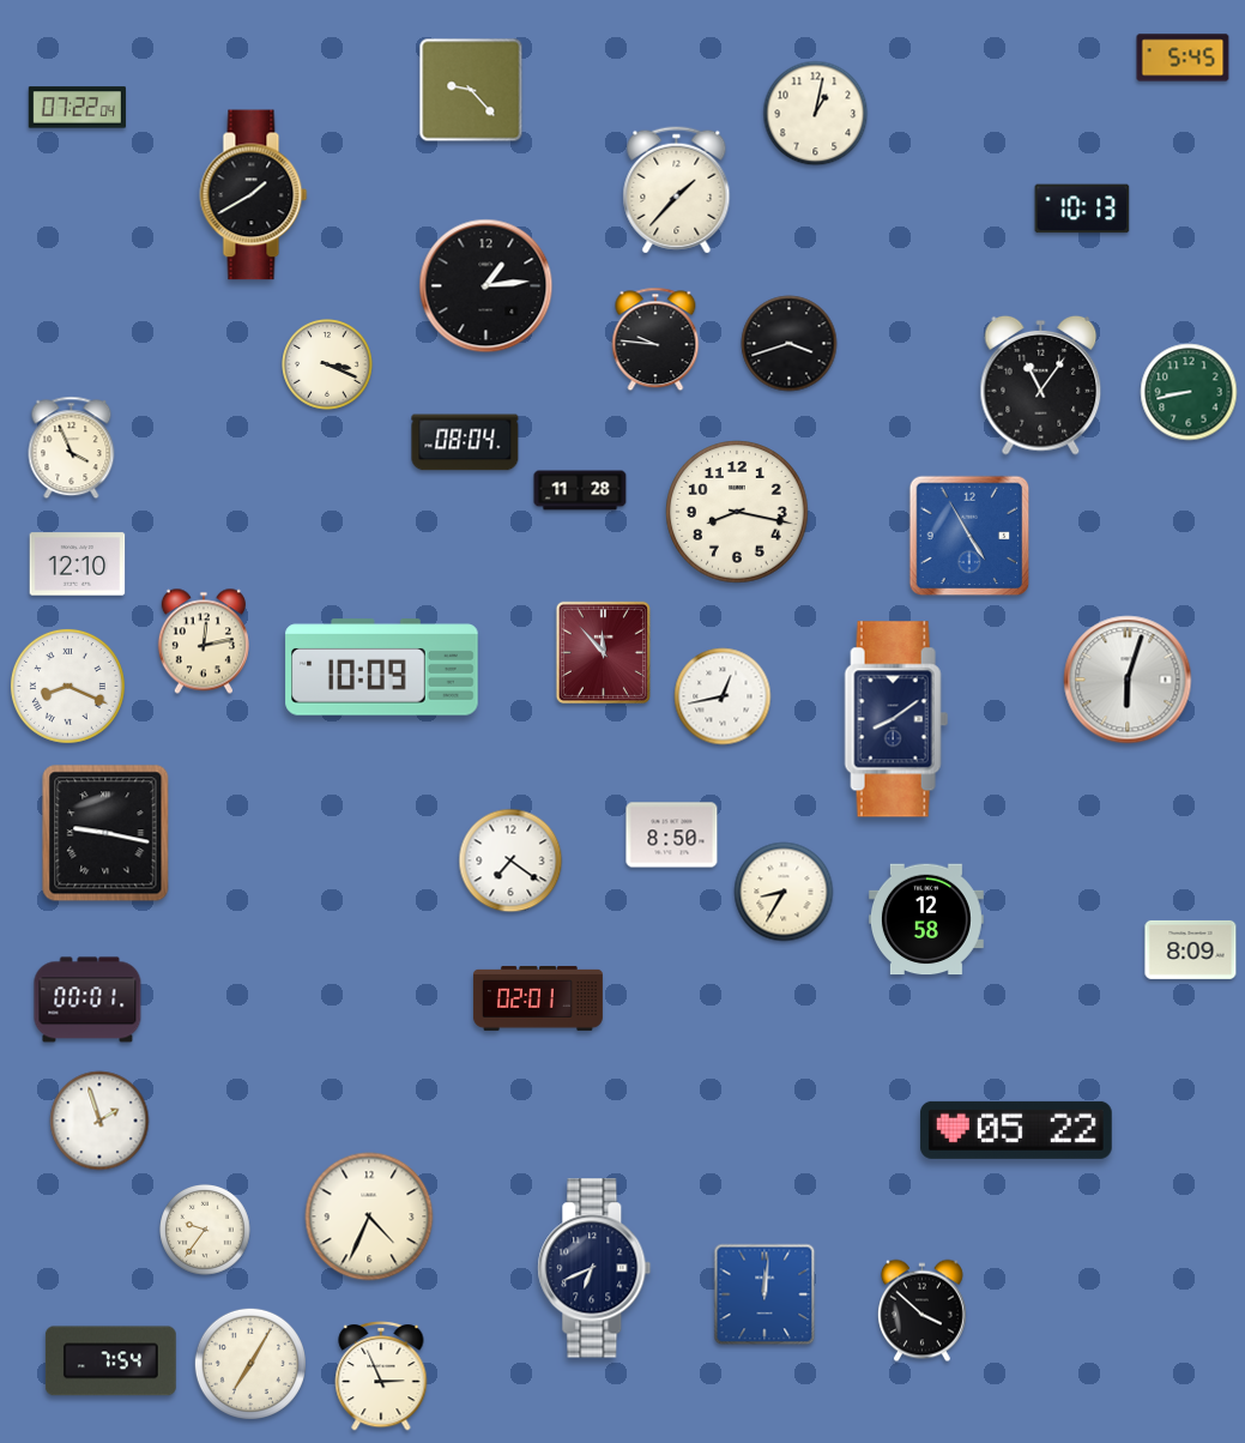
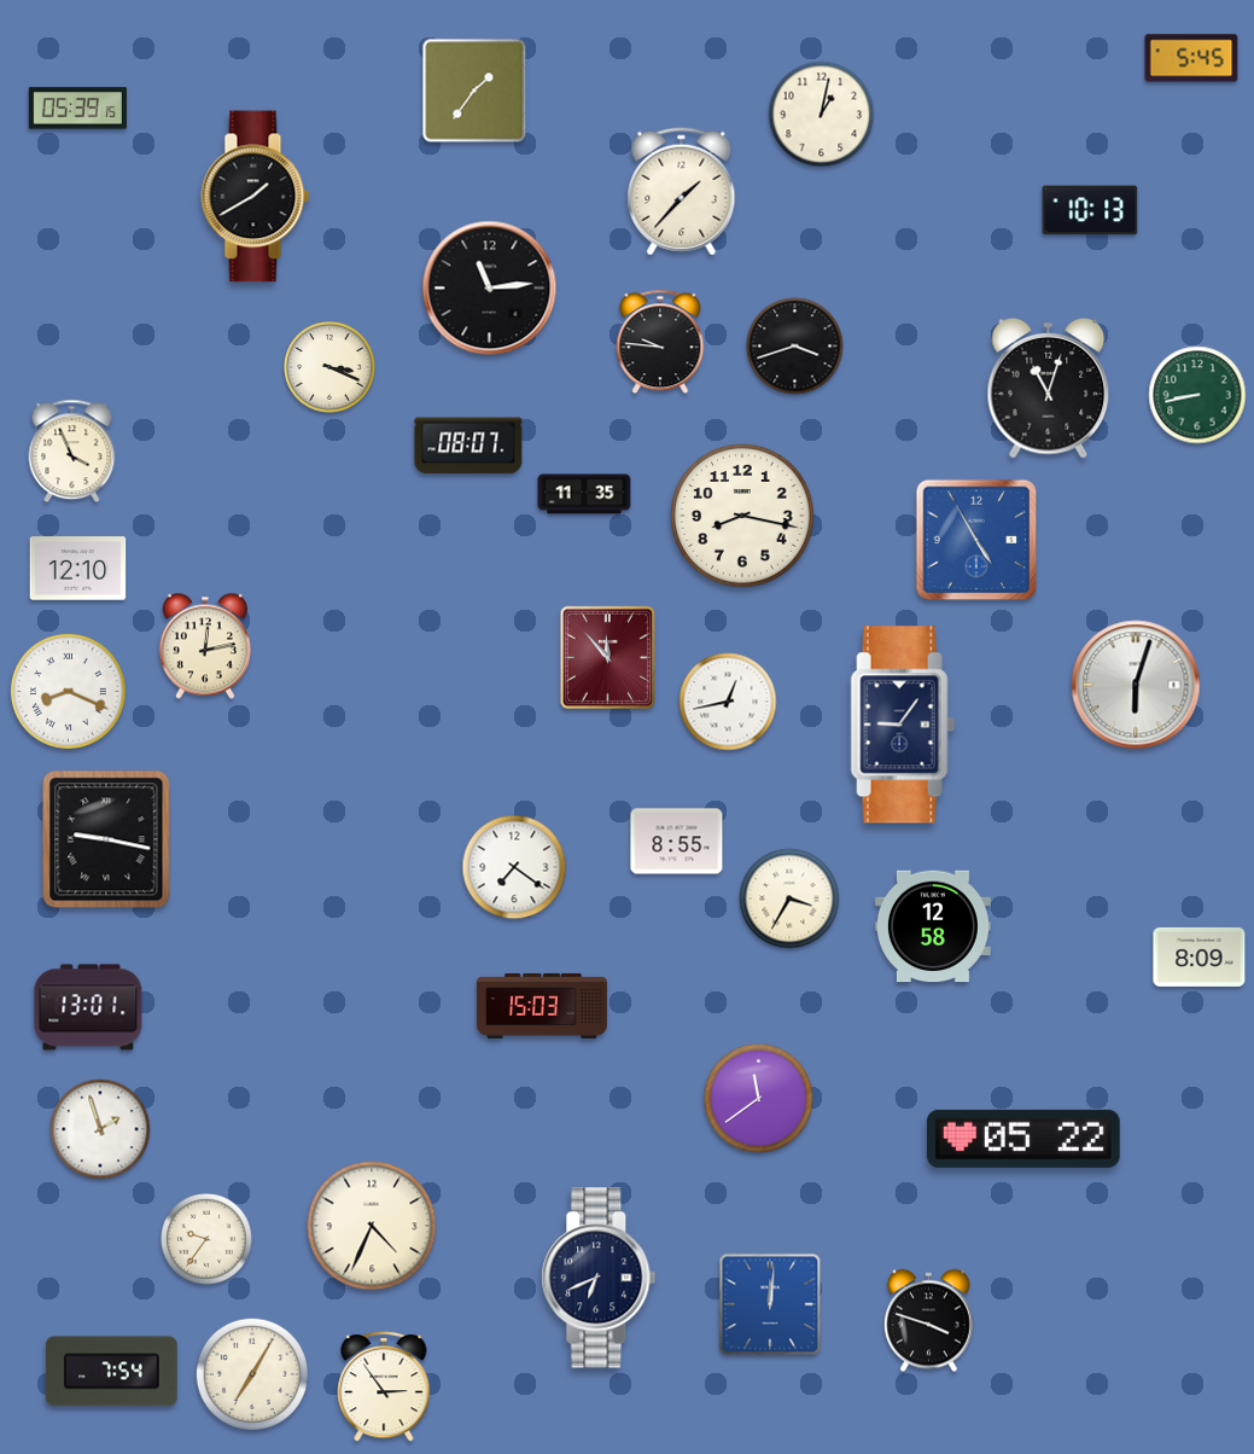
clock at (471, 90): 9:23 -> 1:36
clock at (77, 108): 07:22 -> 05:39
clock at (486, 286): 1:14 -> 11:14
clock at (1041, 385): 11:06 -> 11:03
clock at (465, 442): 08:04 -> 08:07
clock at (580, 490): 11:28 -> 11:35
clock at (382, 668): 10:09 -> none
clock at (896, 719): 8:09 -> 9:06
clock at (672, 835): 8:50 -> 8:55
clock at (784, 892): 8:35 -> 3:35
clock at (538, 998): 02:01 -> 15:03
clock at (87, 1000): 00:01 -> 13:01
clock at (759, 1099): none -> 11:39
clock at (921, 1311): 3:52 -> 3:48
clock at (381, 1376): 2:56 -> 2:54
